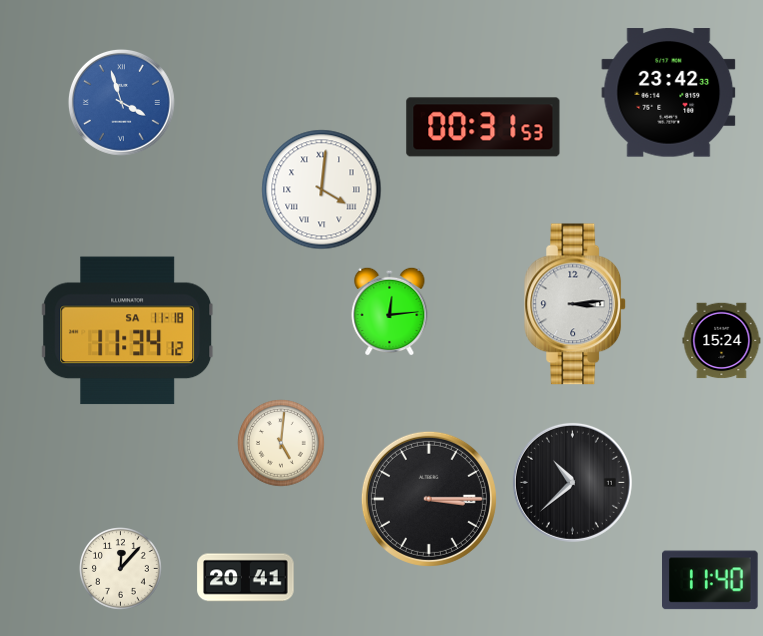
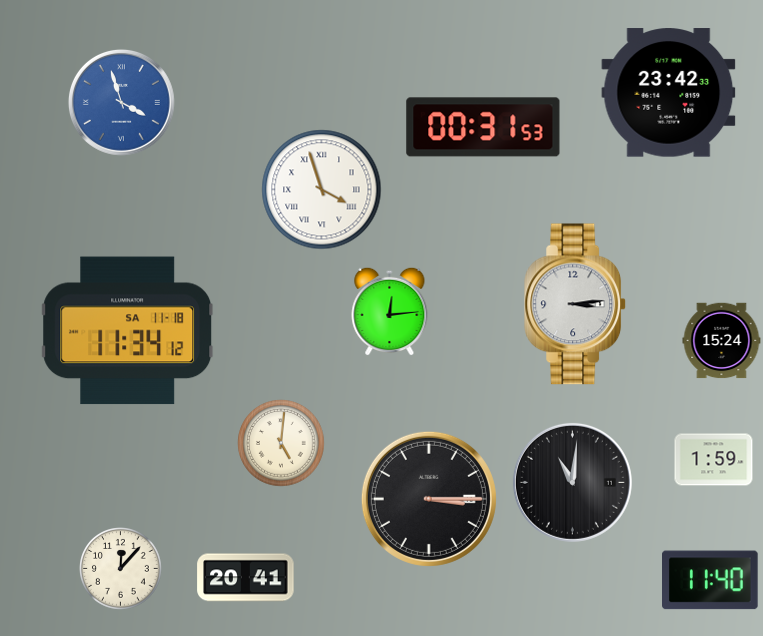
clock at (322, 190): 4:01 -> 3:57
clock at (714, 460): none -> 1:59
clock at (572, 482): 10:38 -> 11:01
